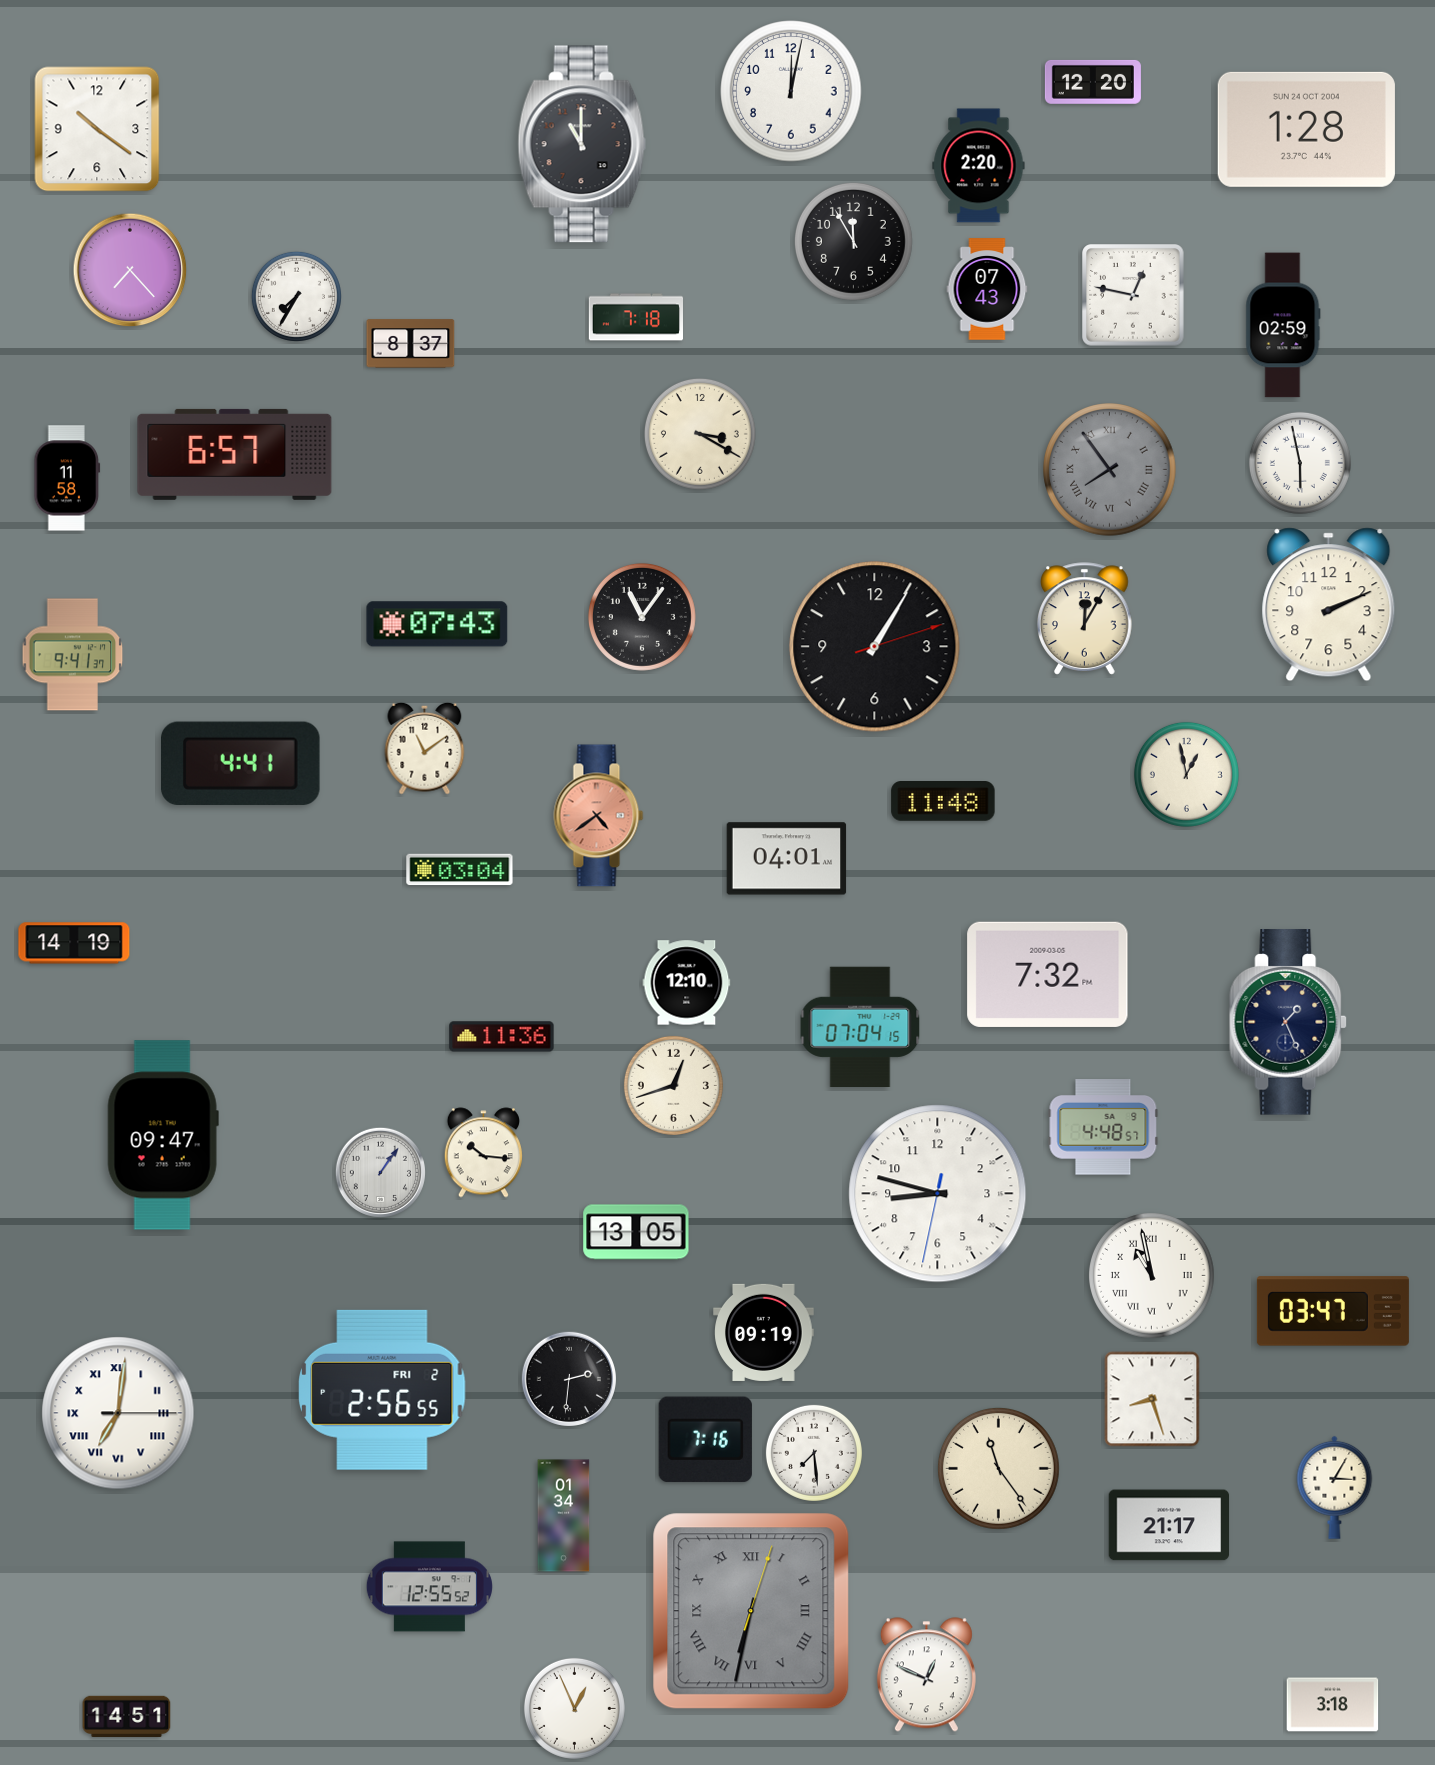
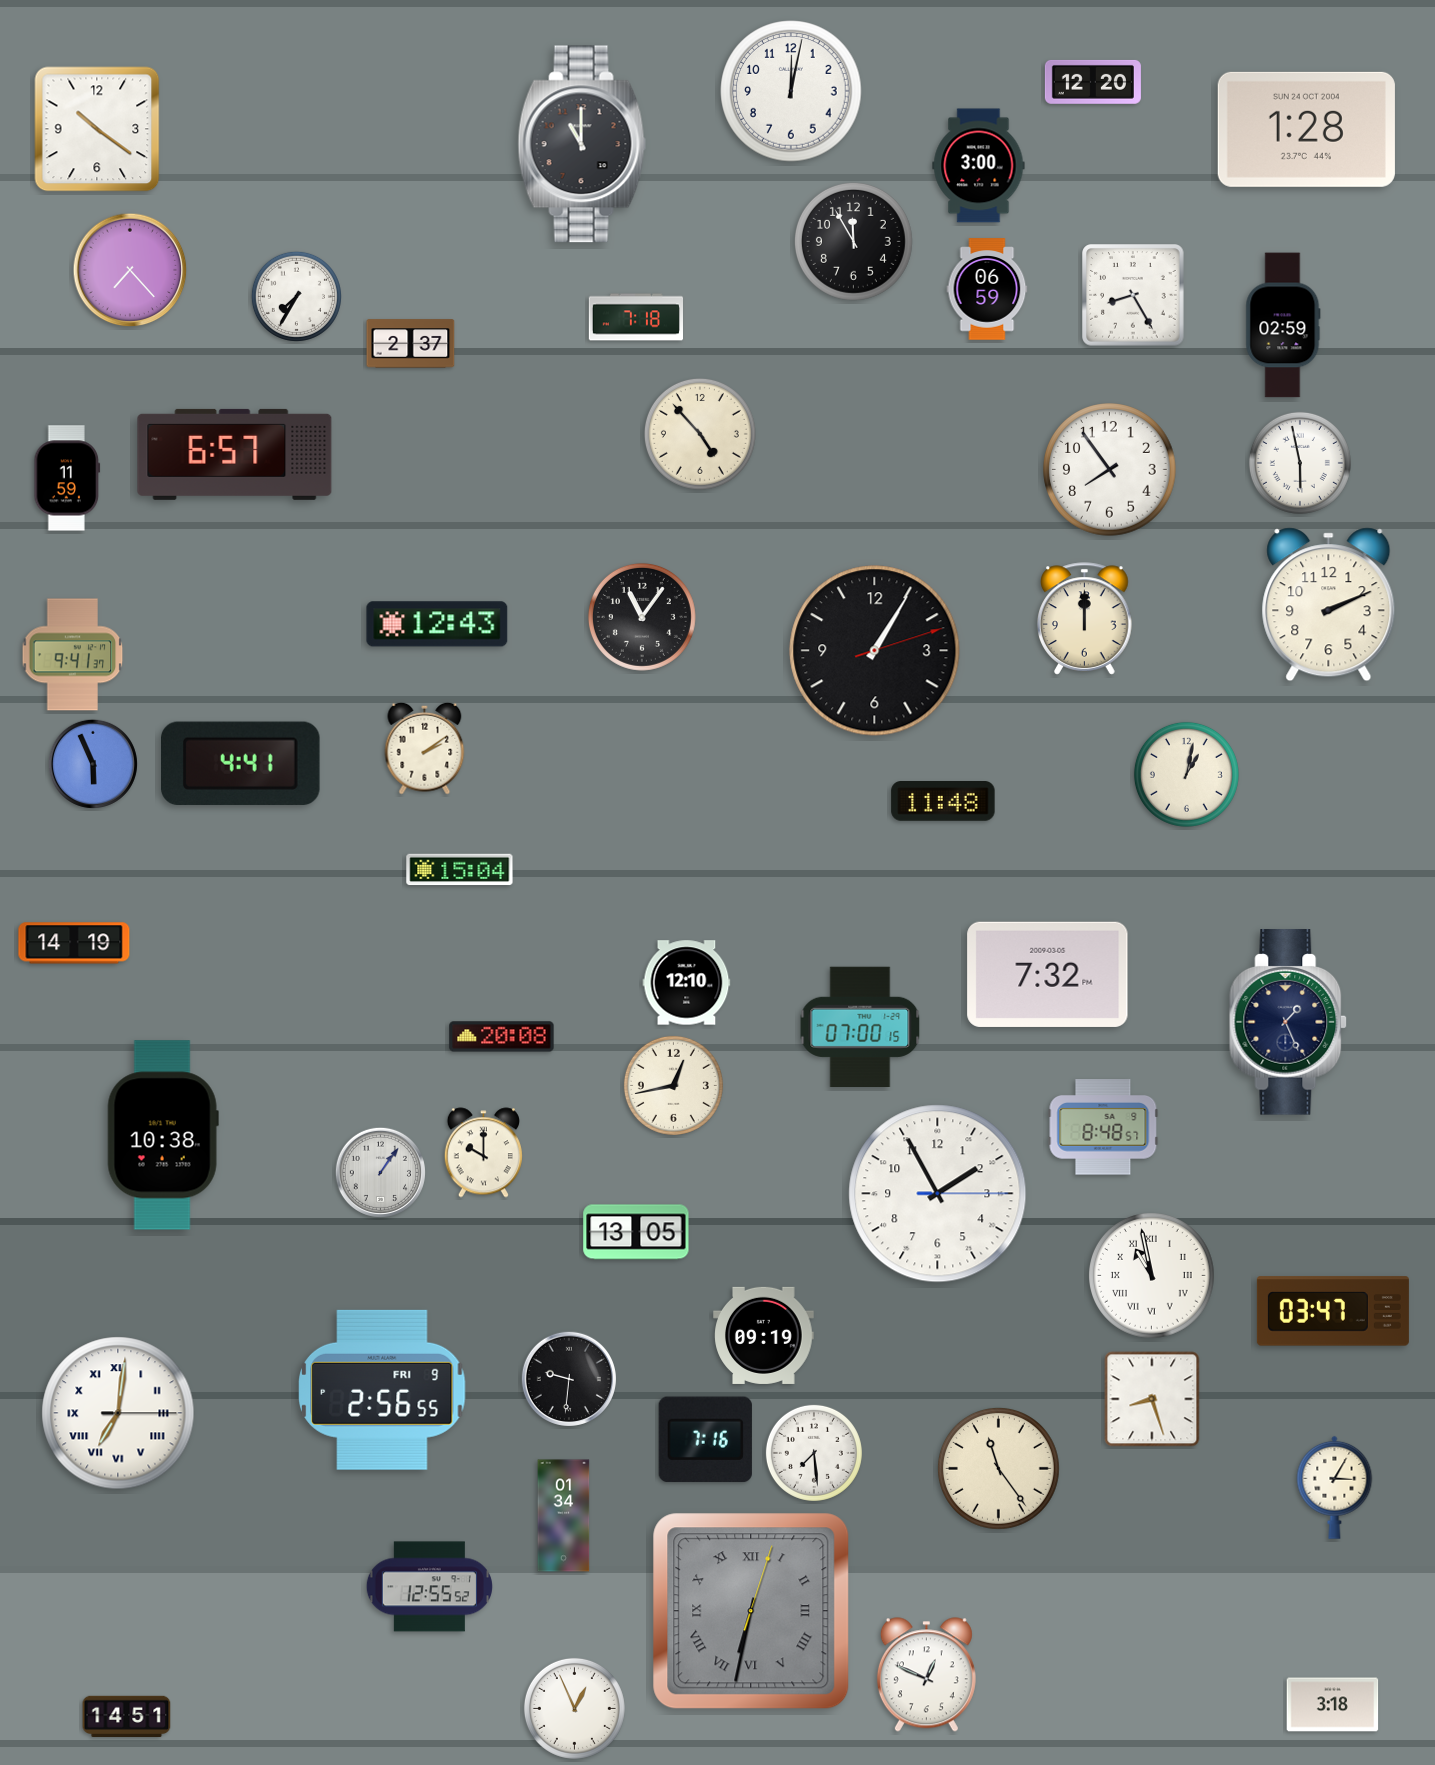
clock at (979, 166): 2:20 -> 3:00
clock at (987, 289): 07:43 -> 06:59
clock at (1133, 295): 12:47 -> 8:25
clock at (411, 344): 8:37 -> 2:37
clock at (700, 434): 3:20 -> 4:53
clock at (1110, 470) dial: grey -> white
clock at (1110, 470) numerals: Roman -> Arabic
clock at (67, 478): 11:58 -> 11:59
clock at (1085, 619): 12:05 -> 12:00
clock at (437, 624): 07:43 -> 12:43
clock at (875, 647) position: (875, 647) -> (875, 651)
clock at (425, 748): 11:09 -> 2:09
clock at (93, 764): none -> 5:56
clock at (1186, 774): 12:58 -> 1:02
clock at (599, 816): 4:39 -> none
clock at (787, 859): 04:01 -> none
clock at (460, 870): 03:04 -> 15:04
clock at (860, 1027): 07:04 -> 07:00
clock at (502, 1037): 11:36 -> 20:08
clock at (673, 1085): 12:42 -> 12:43
clock at (1103, 1127): 4:48 -> 8:48
clock at (163, 1135): 09:47 -> 10:38
clock at (483, 1153): 10:16 -> 10:00
clock at (938, 1194): 8:47 -> 1:55
clock at (764, 1332) position: (764, 1332) -> (764, 1335)
clock at (569, 1379): 2:31 -> 9:31
clock at (382, 1390) date: FRI 2 -> FRI 9
clock at (1169, 1525): 21:17 -> none
